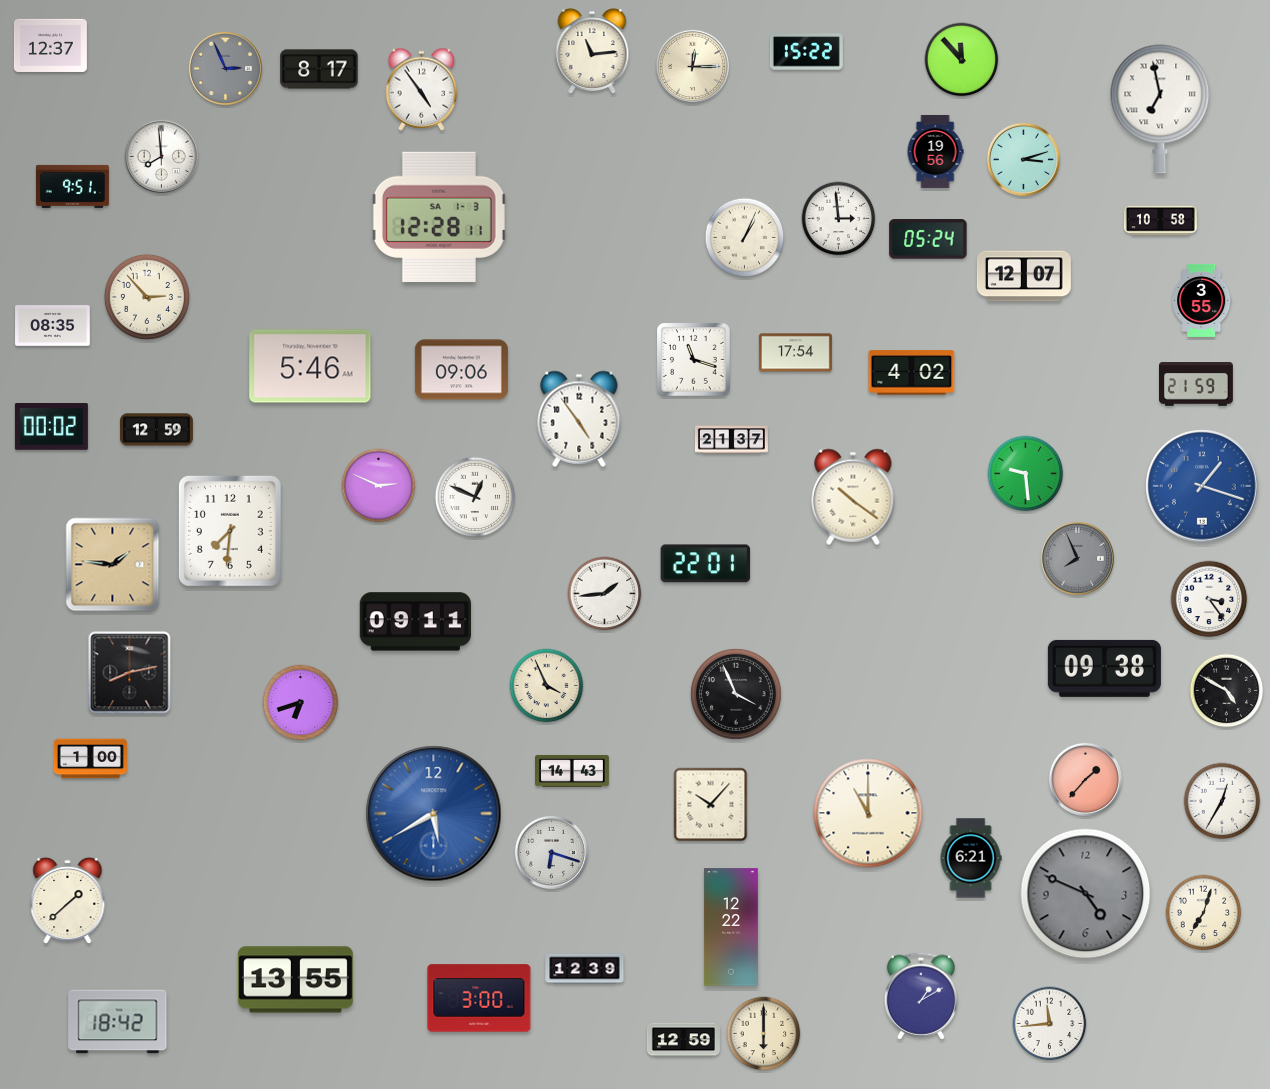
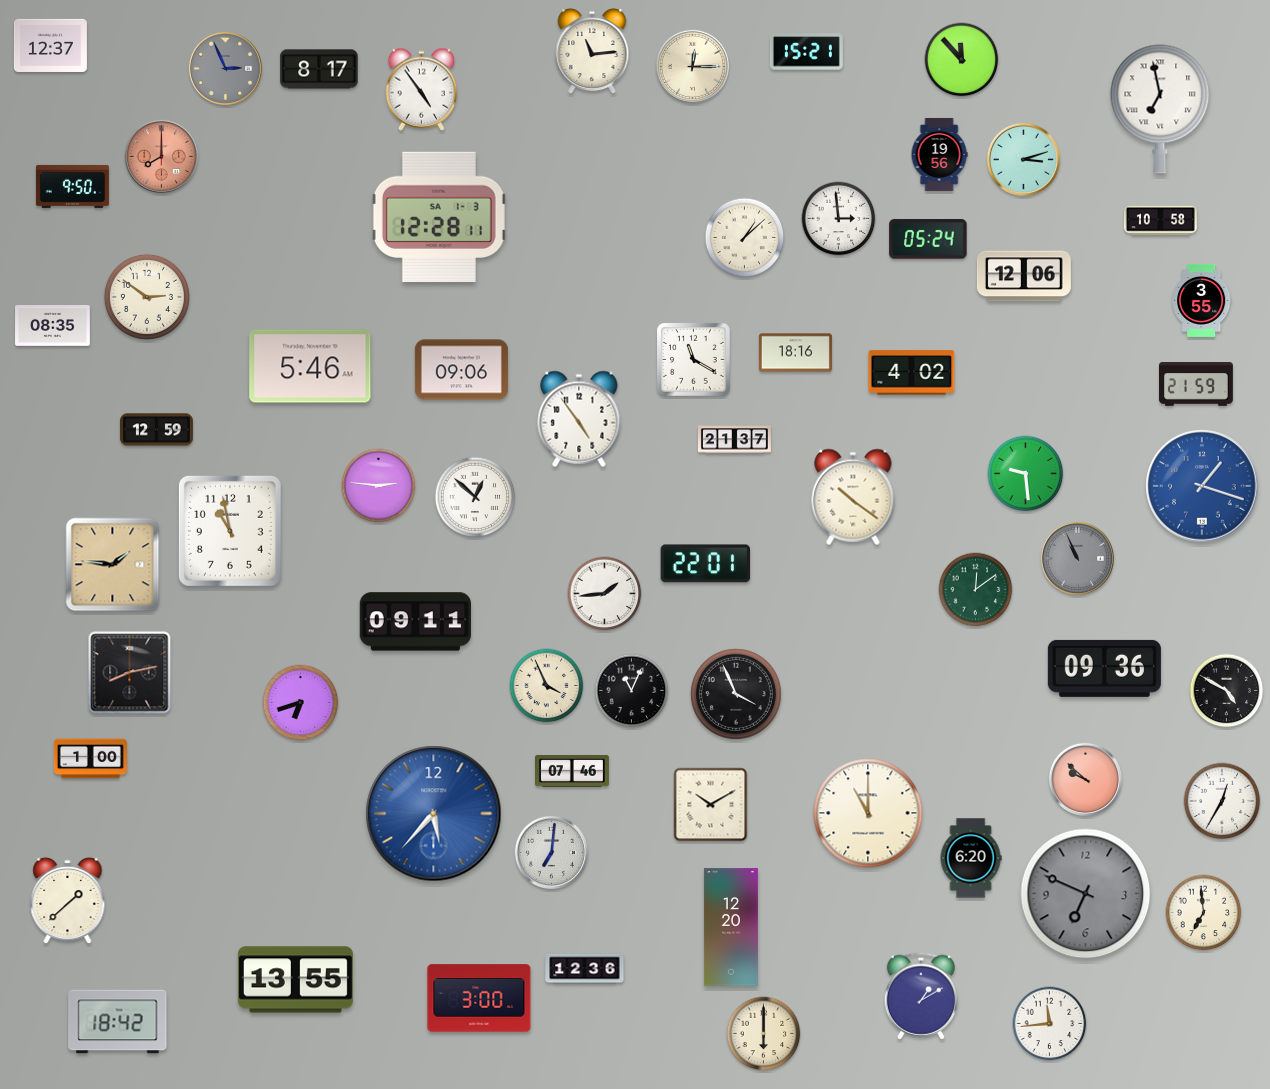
clock at (806, 52): 15:22 -> 15:21
clock at (935, 151) position: (935, 151) -> (939, 154)
clock at (161, 156): 7:59 -> 8:00
clock at (161, 156) dial: white -> salmon
clock at (72, 186): 9:51 -> 9:50
clock at (745, 238): 1:04 -> 1:08
clock at (1024, 276): 12:07 -> 12:06
clock at (147, 297): 2:53 -> 2:51
clock at (795, 353): 17:54 -> 18:16
clock at (694, 360): 11:18 -> 11:20
clock at (51, 427): 00:02 -> none
clock at (731, 440) position: (731, 440) -> (734, 440)
clock at (379, 486): 2:49 -> 2:46
clock at (475, 497): 12:49 -> 12:52
clock at (230, 531): 7:31 -> 10:58
clock at (1077, 558): 7:56 -> 10:56
clock at (976, 590): none -> 12:09
clock at (1209, 599): 3:24 -> none
clock at (1104, 668): 09:38 -> 09:36
clock at (632, 691): none -> 11:04
clock at (573, 771): 14:43 -> 07:46
clock at (1085, 779): 1:37 -> 9:52
clock at (711, 805): 10:07 -> 10:10
clock at (434, 814): 5:40 -> 5:37
clock at (551, 852): 6:18 -> 7:01
clock at (971, 858): 6:21 -> 6:20
clock at (1086, 894): 4:49 -> 6:49
clock at (1204, 913): 7:03 -> 6:59
clock at (731, 927): 12:22 -> 12:20
clock at (585, 969): 12:39 -> 12:36
clock at (683, 1040): 12:59 -> none
